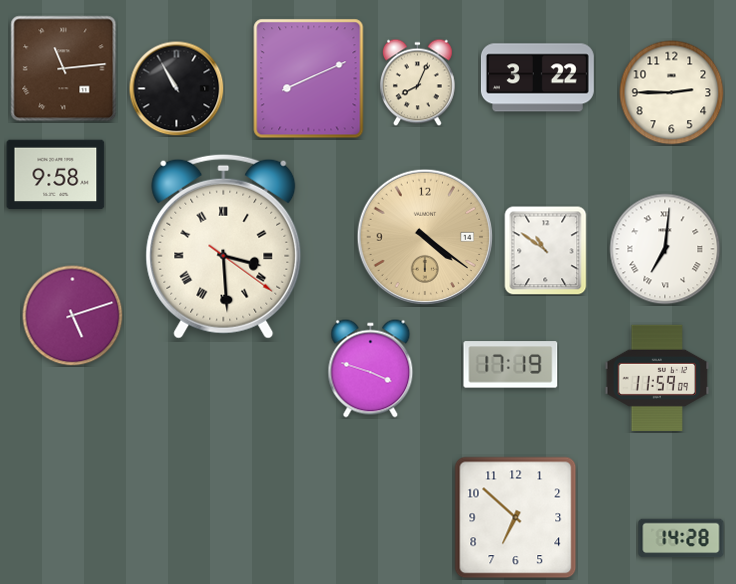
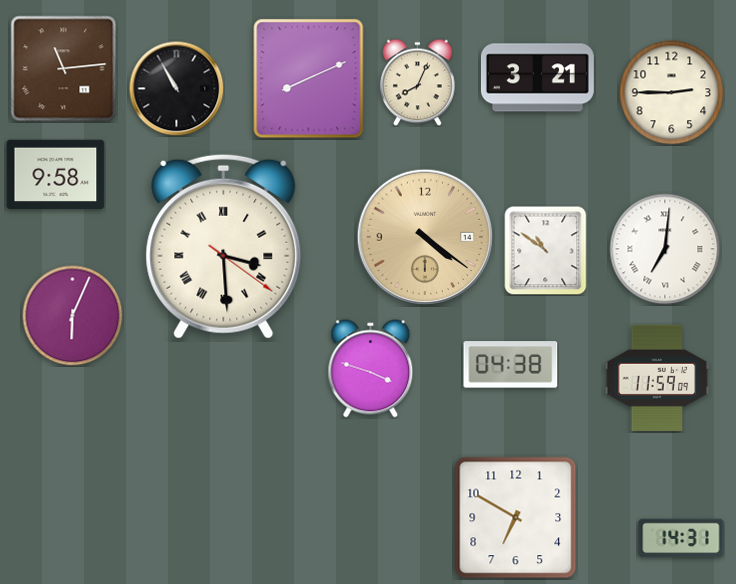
clock at (537, 78): 3:22 -> 3:21
clock at (73, 316): 5:12 -> 6:04
clock at (511, 365): 17:19 -> 04:38
clock at (516, 518): 6:52 -> 6:50
clock at (681, 538): 14:28 -> 14:31
